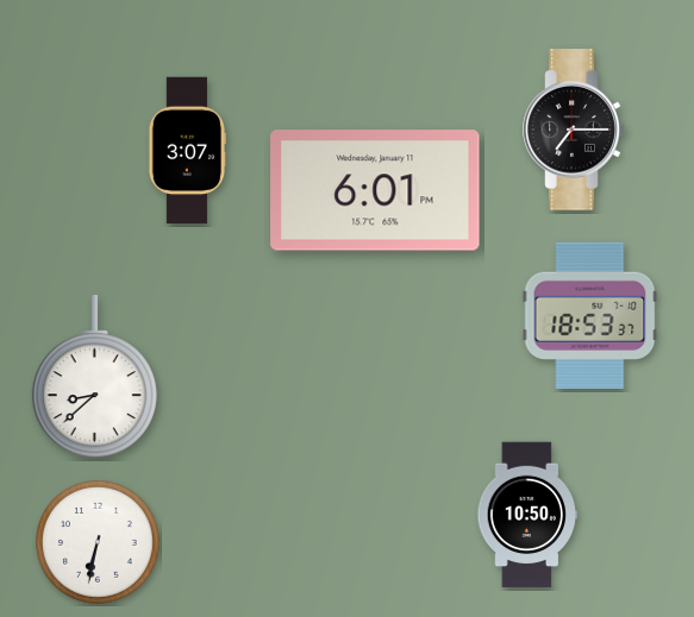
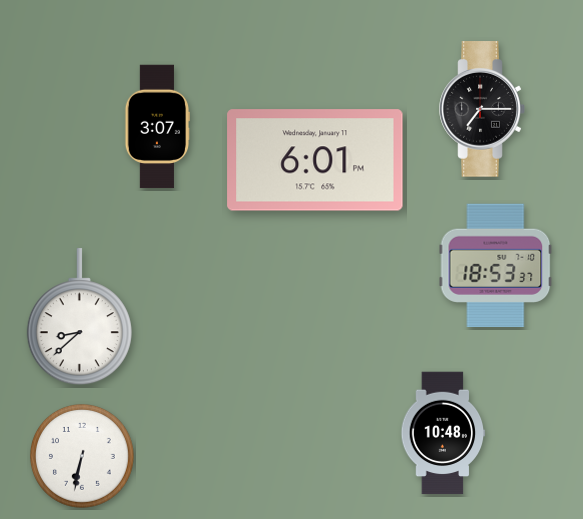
clock at (527, 515): 10:50 -> 10:48
